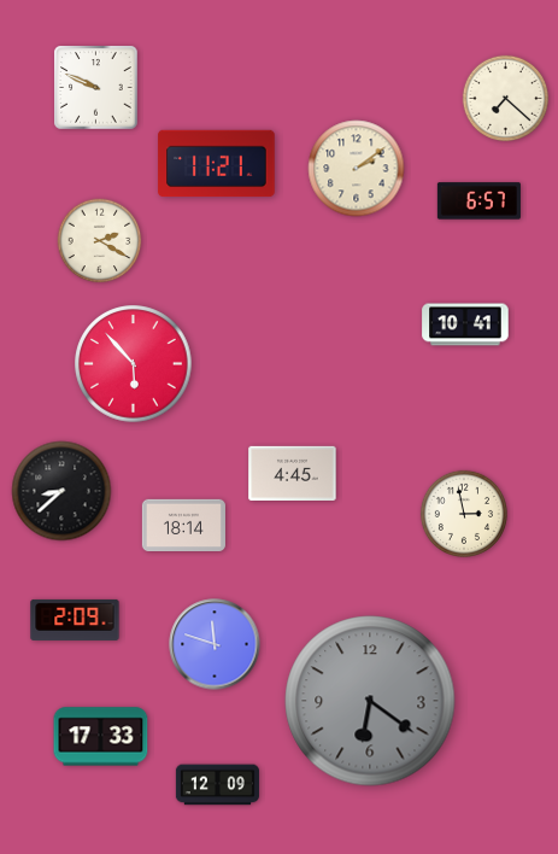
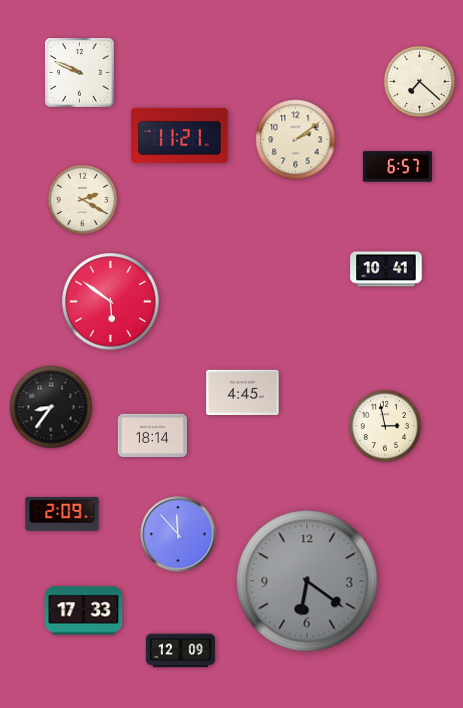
clock at (134, 364): 5:53 -> 5:51
clock at (61, 491): 8:38 -> 8:36
clock at (215, 644): 11:48 -> 11:53
